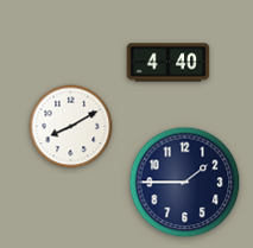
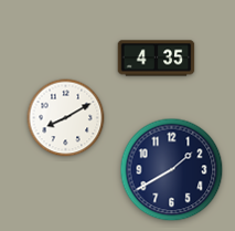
clock at (169, 63): 4:40 -> 4:35
clock at (185, 183): 1:45 -> 1:40
